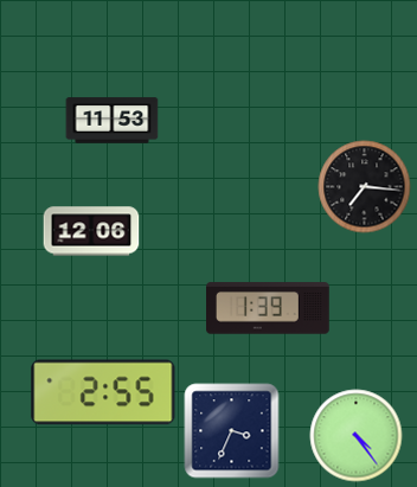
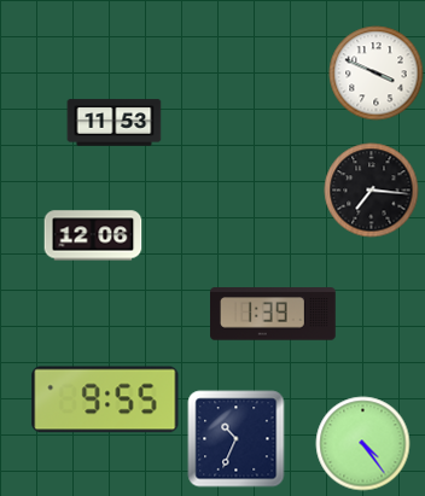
clock at (375, 72): none -> 3:49
clock at (103, 392): 2:55 -> 9:55
clock at (231, 430): 3:34 -> 10:34
